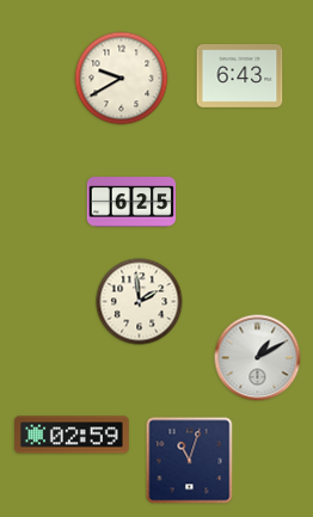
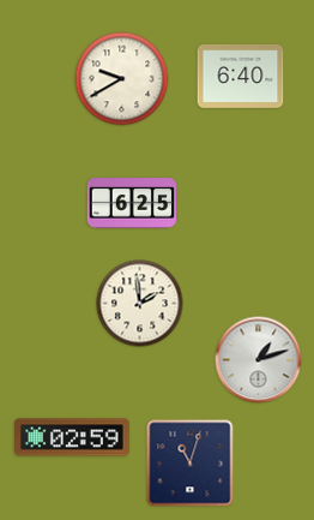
clock at (240, 75): 6:43 -> 6:40
clock at (258, 358): 1:10 -> 1:12
